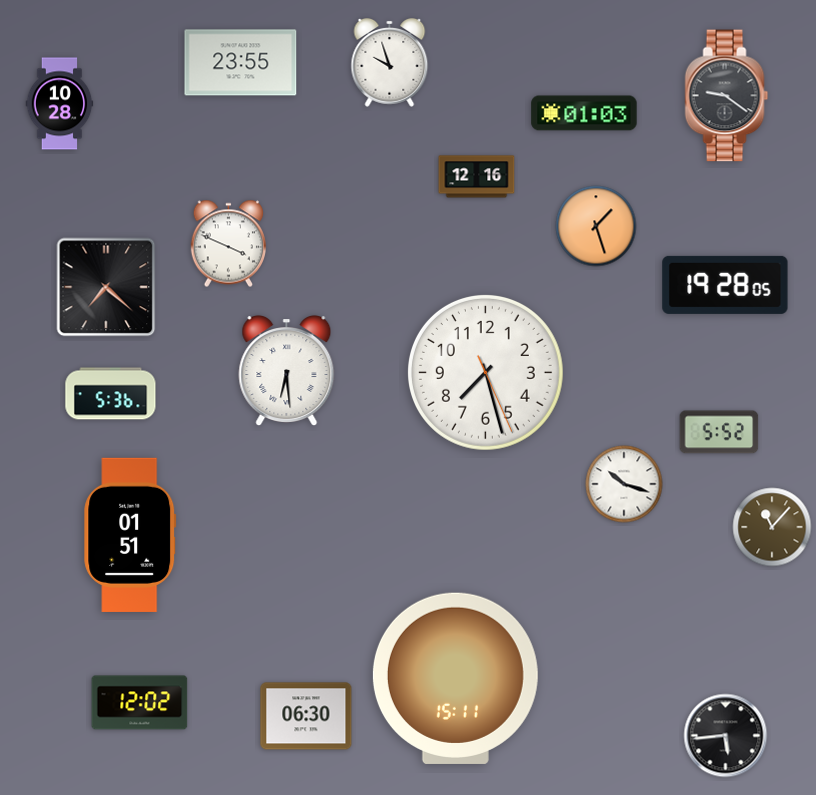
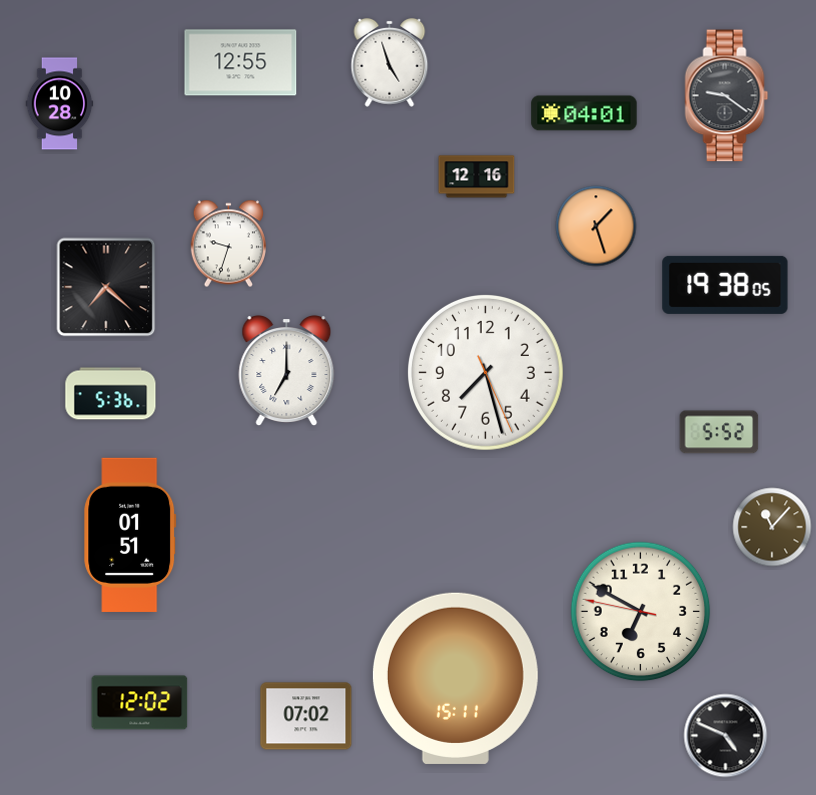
clock at (241, 63): 23:55 -> 12:55
clock at (390, 63): 9:57 -> 4:57
clock at (584, 113): 01:03 -> 04:01
clock at (228, 244): 3:49 -> 9:33
clock at (725, 285): 19:28 -> 19:38
clock at (287, 370): 6:29 -> 7:00
clock at (624, 484): 10:18 -> none
clock at (641, 612): none -> 6:49
clock at (306, 716): 06:30 -> 07:02
clock at (726, 736): 5:44 -> 4:49
